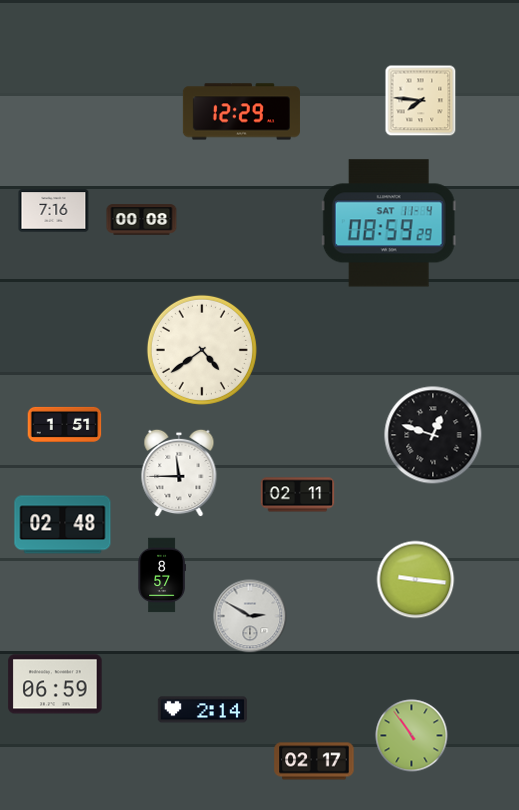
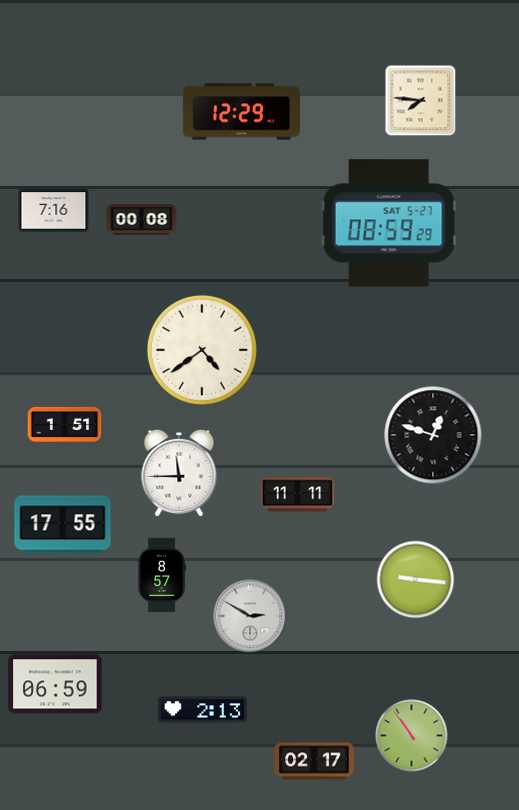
clock at (389, 223) date: SAT 11-4 -> SAT 5-27
clock at (298, 495): 02:11 -> 11:11
clock at (63, 525): 02:48 -> 17:55
clock at (202, 710): 2:14 -> 2:13
